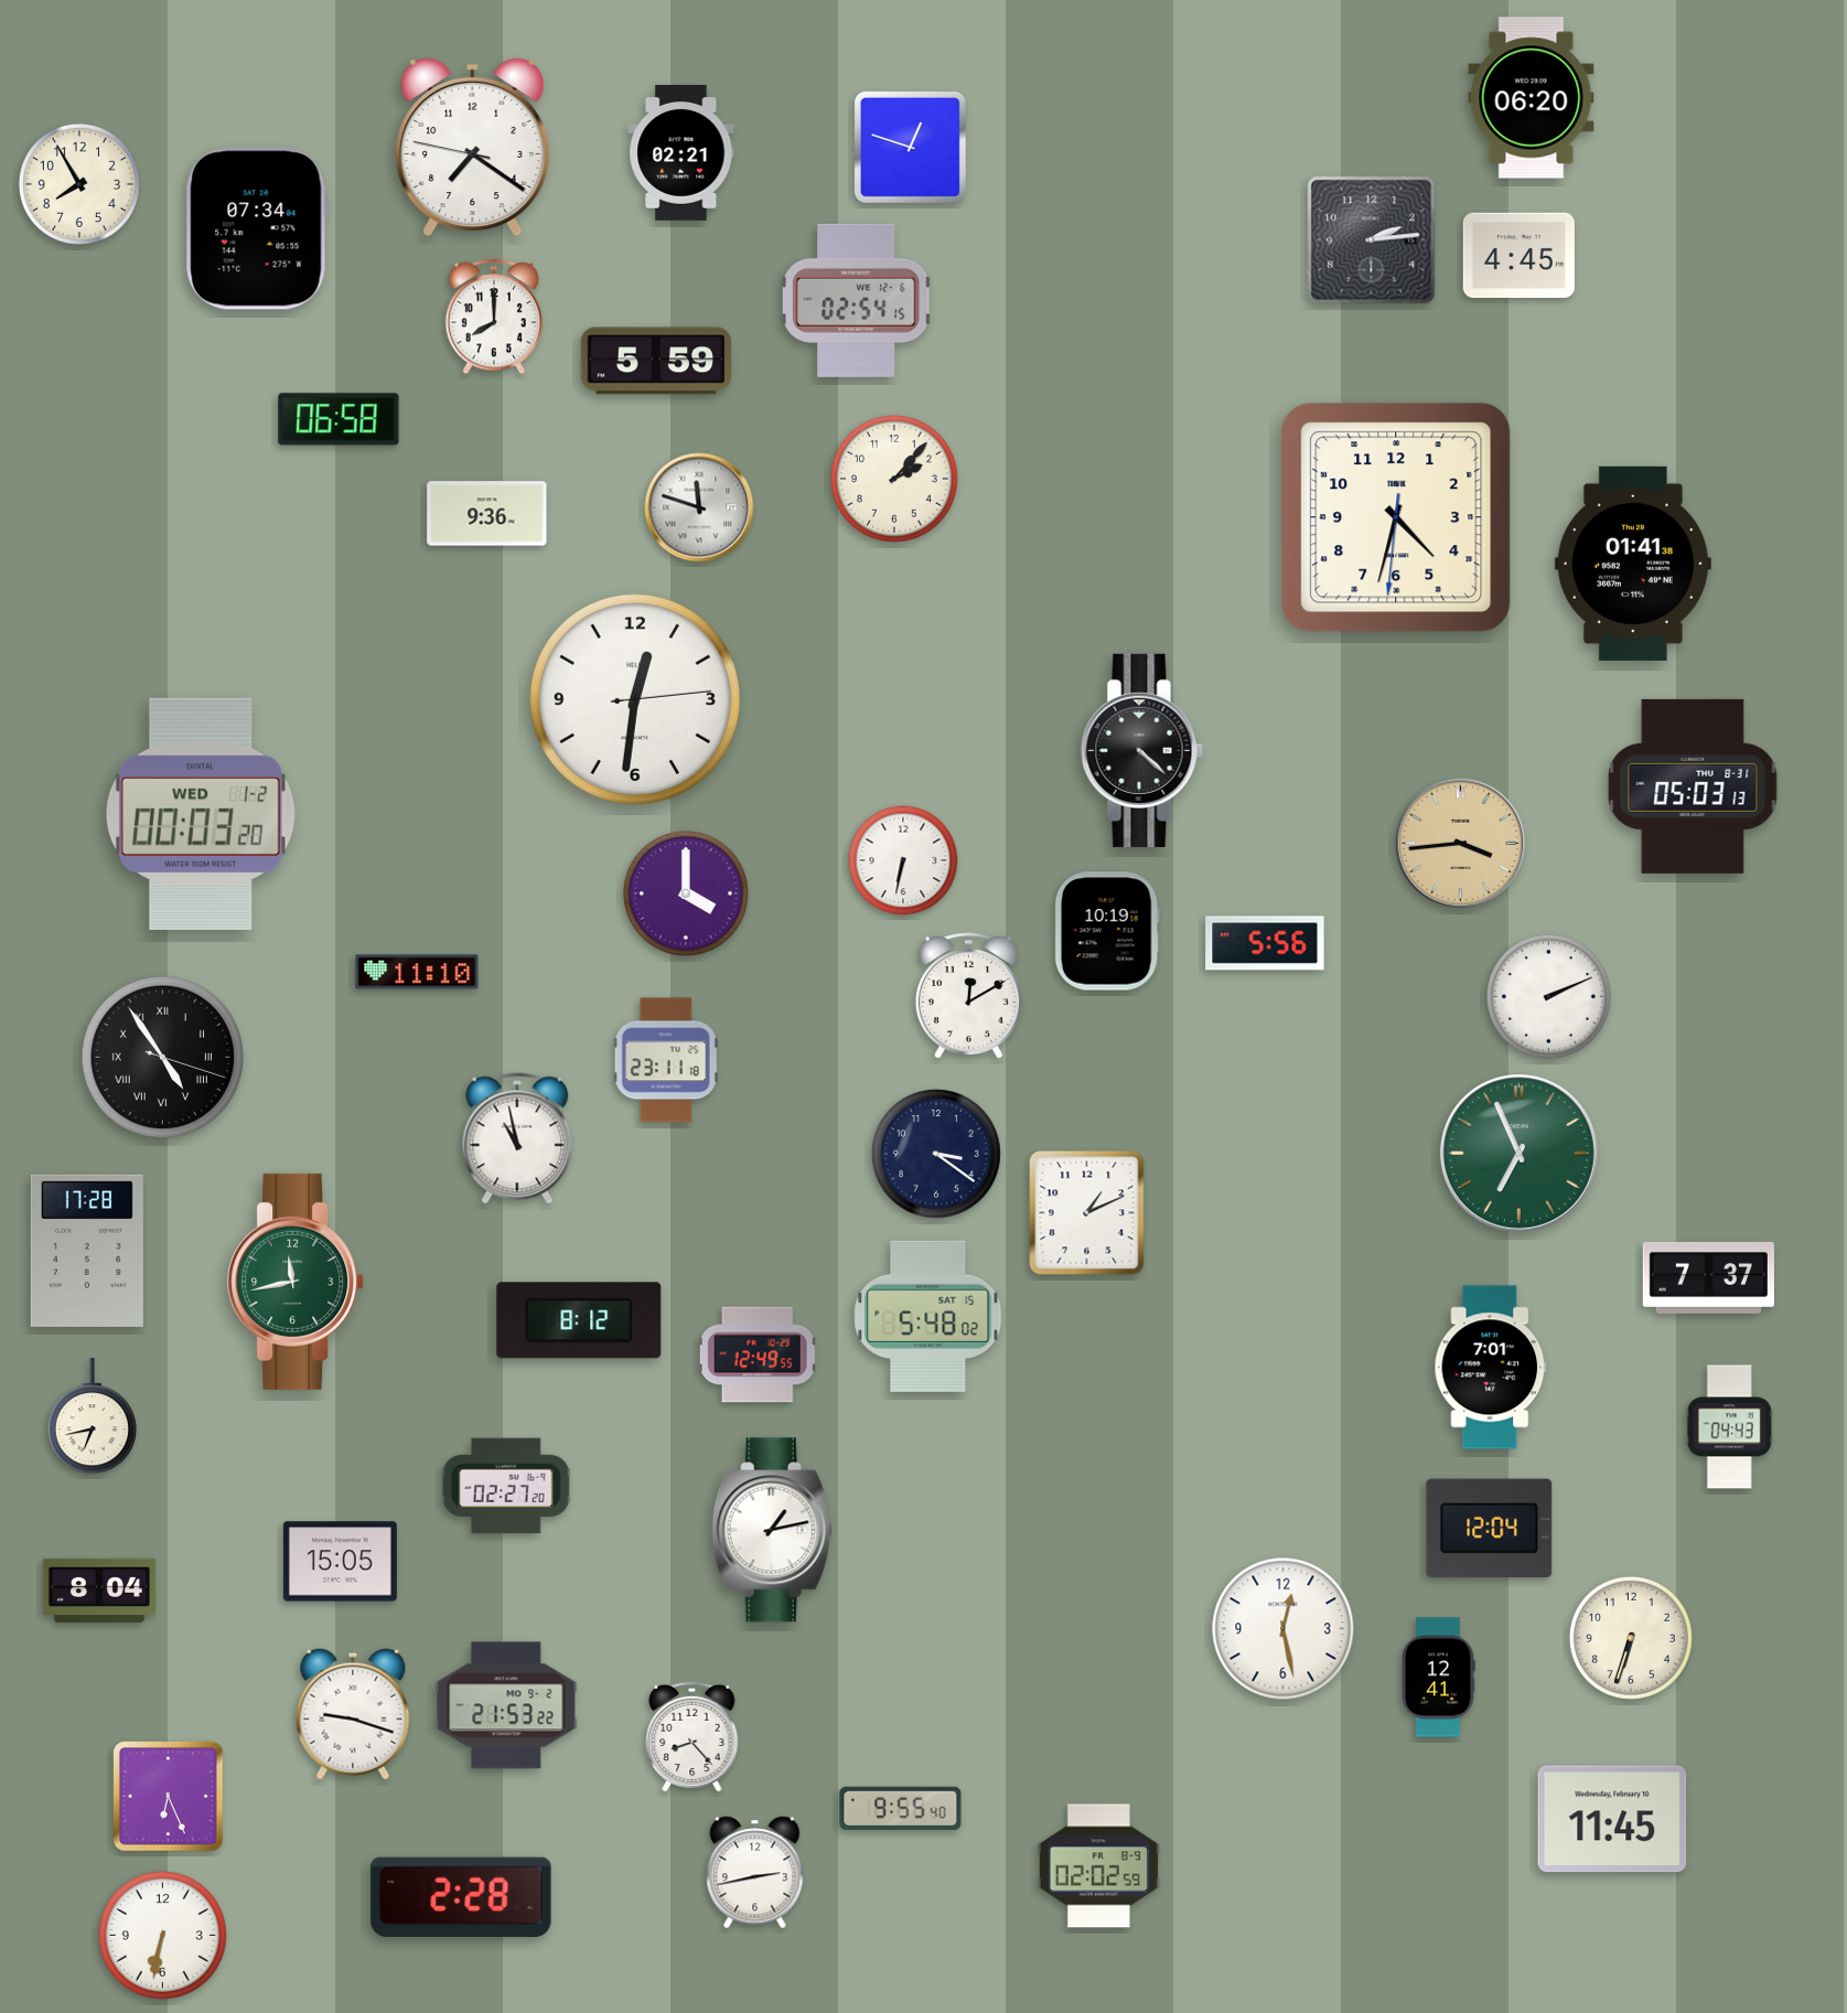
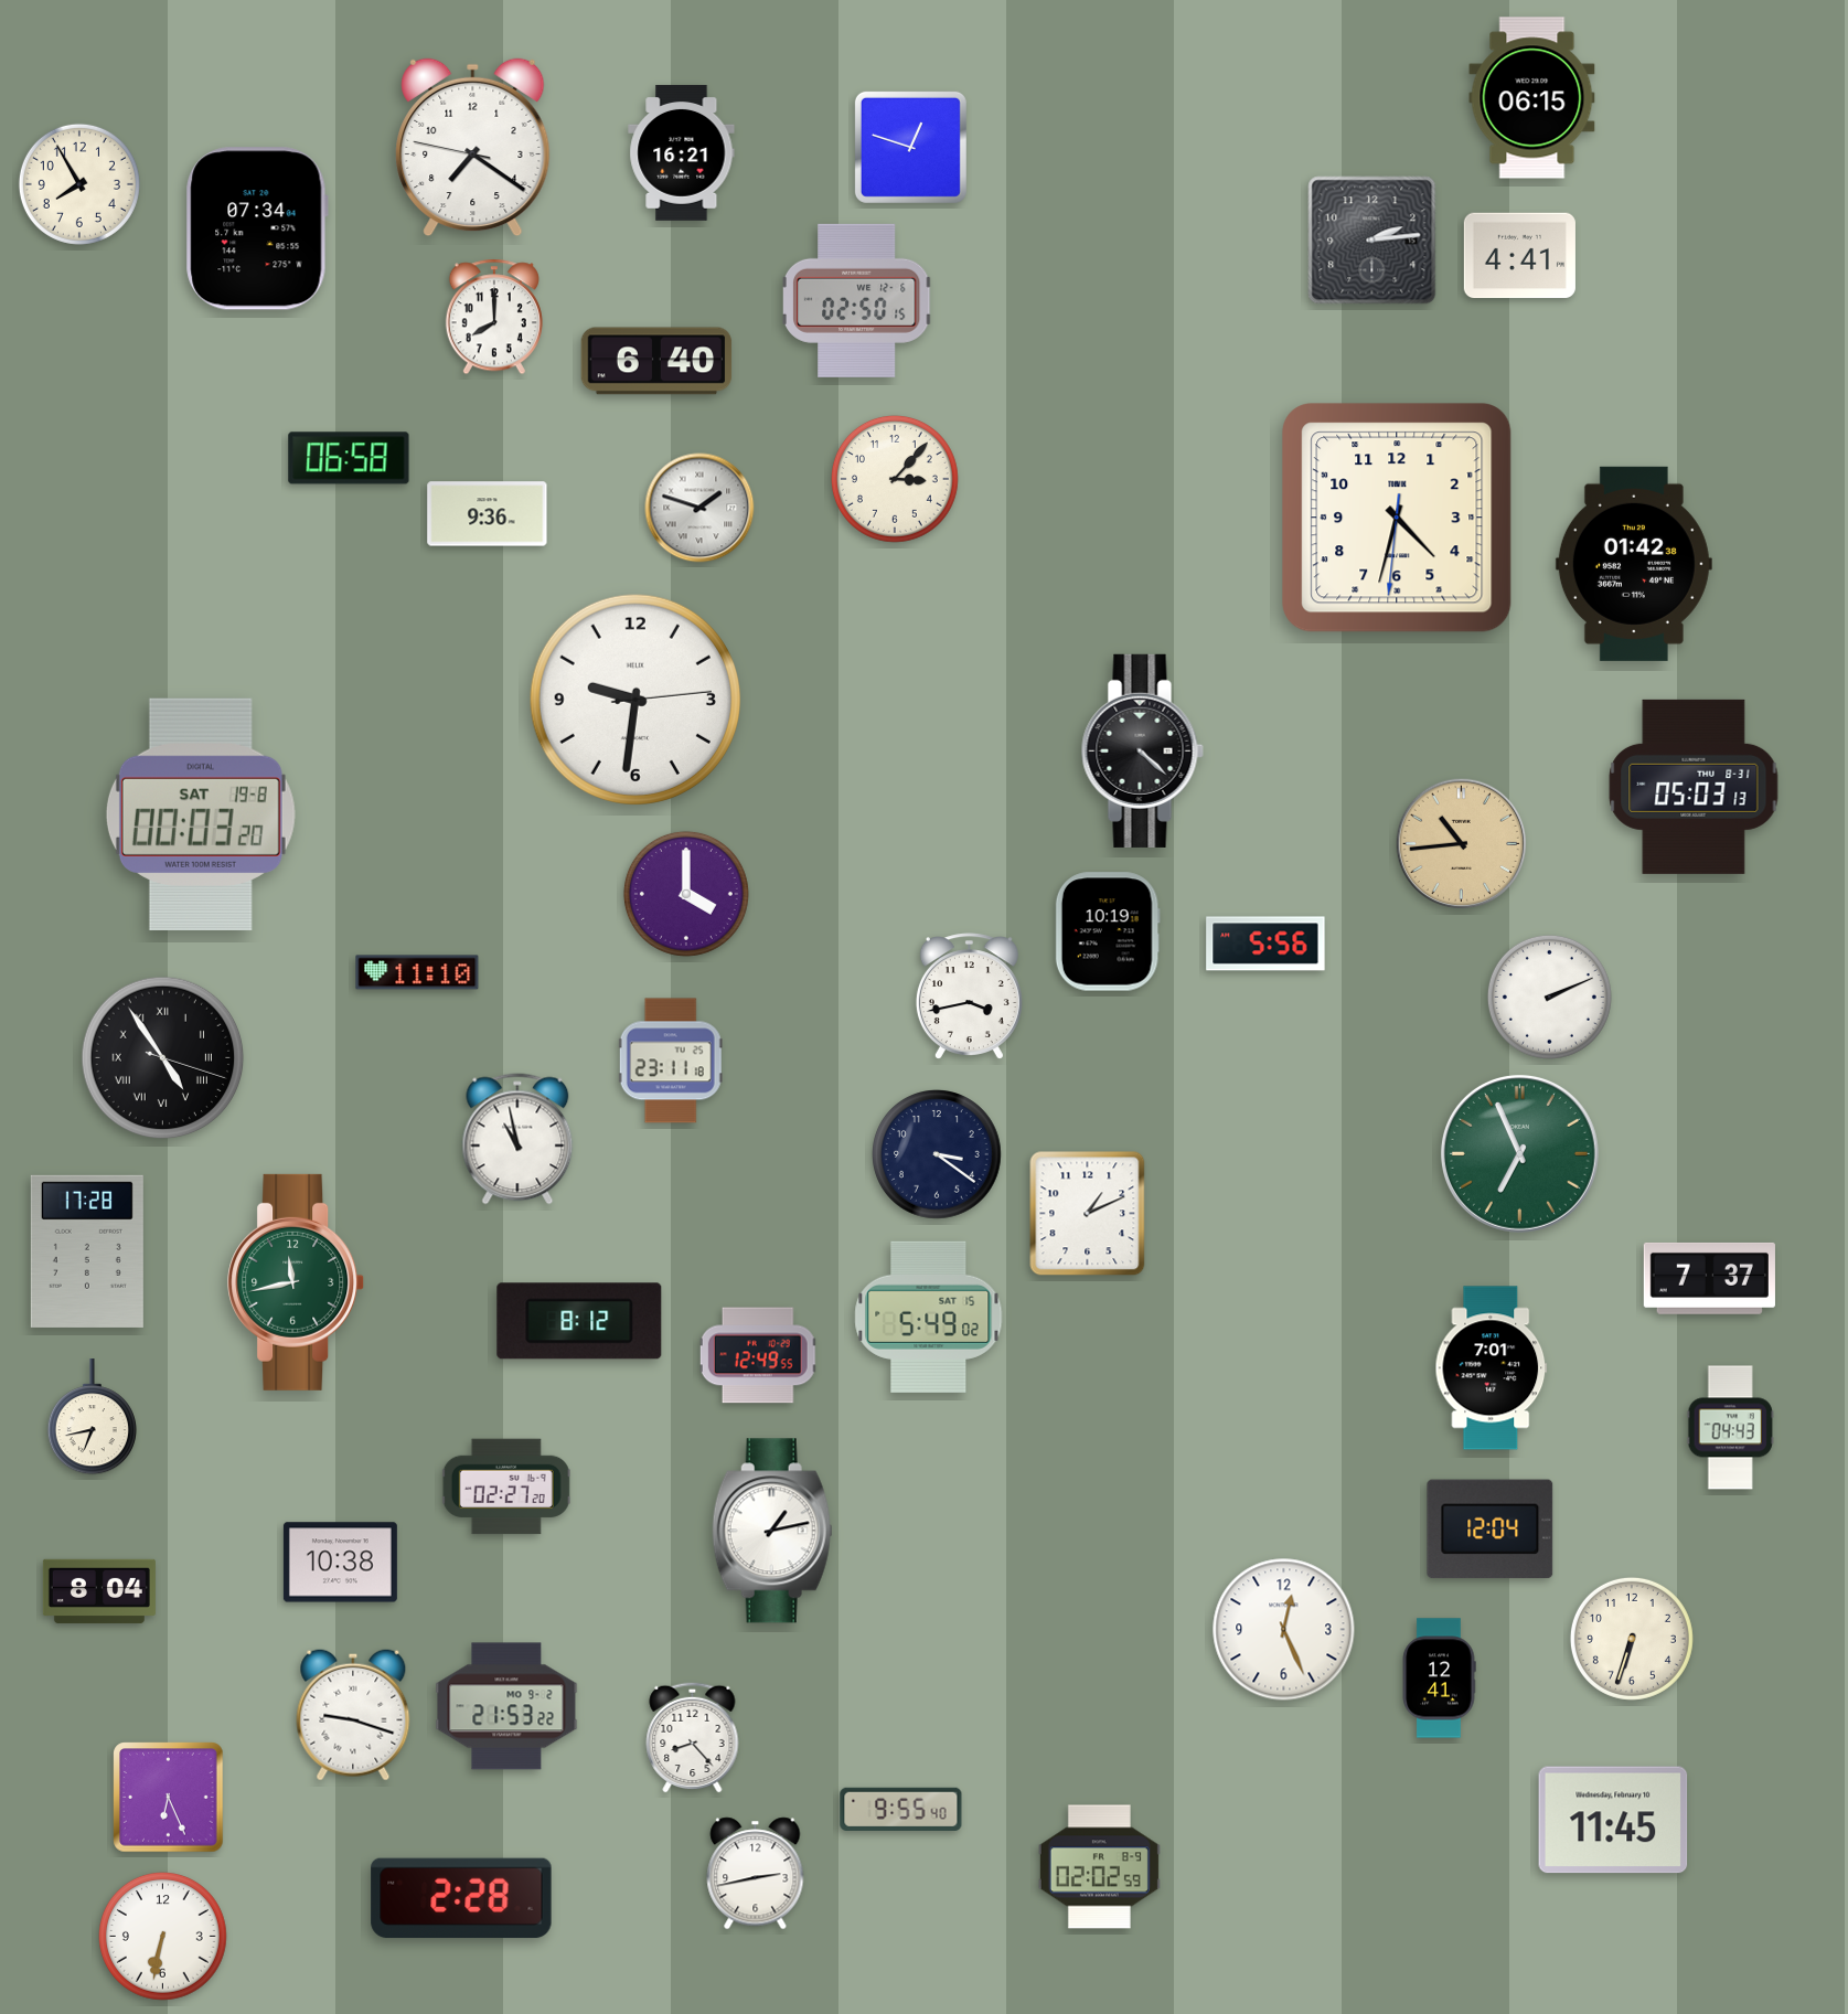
clock at (1532, 98): 06:20 -> 06:15
clock at (681, 152): 02:21 -> 16:21
clock at (1518, 256): 4:45 -> 4:41
clock at (856, 300): 02:54 -> 02:50
clock at (656, 361): 5:59 -> 6:40
clock at (339, 419) position: (339, 419) -> (349, 458)
clock at (894, 479): 2:07 -> 3:07
clock at (699, 507): 11:48 -> 1:48
clock at (1633, 564): 01:41 -> 01:42
clock at (635, 699): 12:31 -> 9:31
clock at (201, 814) date: WED 1-2 -> SAT 19-8
clock at (1461, 844): 3:44 -> 10:44
clock at (903, 860): 6:32 -> none
clock at (968, 996): 12:10 -> 3:43
clock at (666, 1060) position: (666, 1060) -> (671, 1061)
clock at (928, 1316): 5:48 -> 5:49
clock at (340, 1562): 15:05 -> 10:38
clock at (1284, 1629): 12:28 -> 12:26
